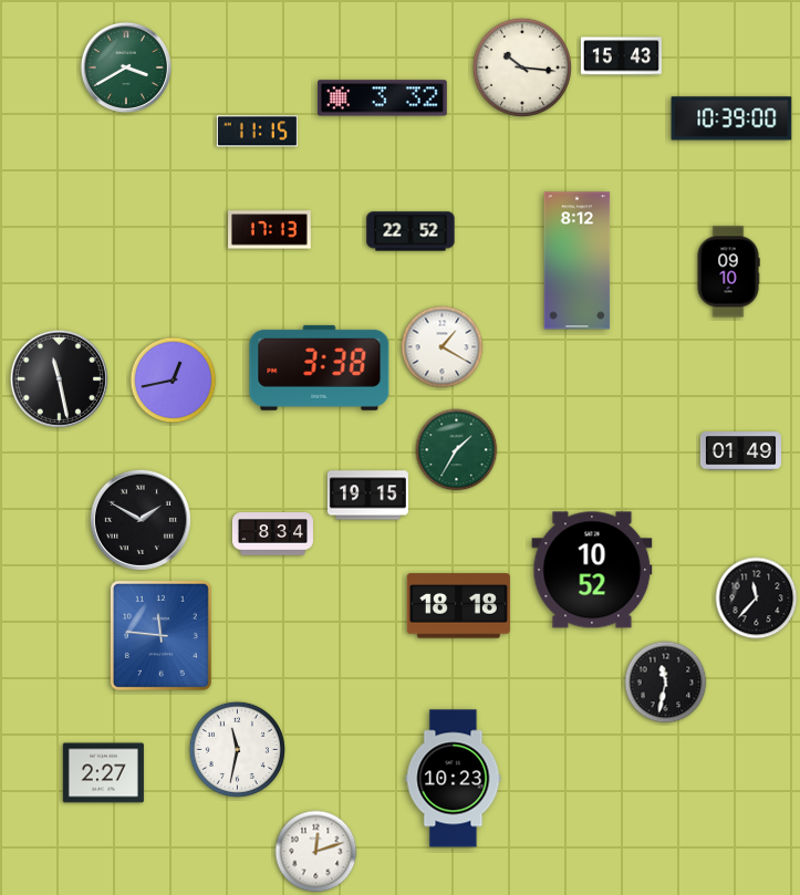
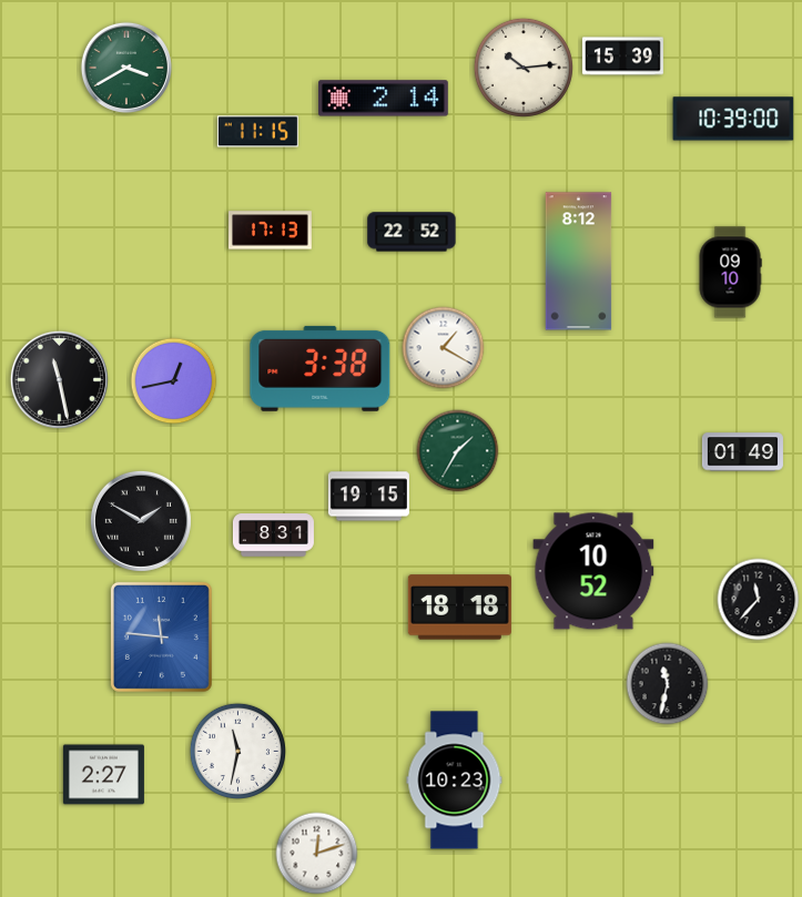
clock at (621, 56): 15:43 -> 15:39
clock at (522, 67): 10:16 -> 10:14
clock at (382, 98): 3:32 -> 2:14
clock at (272, 534): 8:34 -> 8:31
